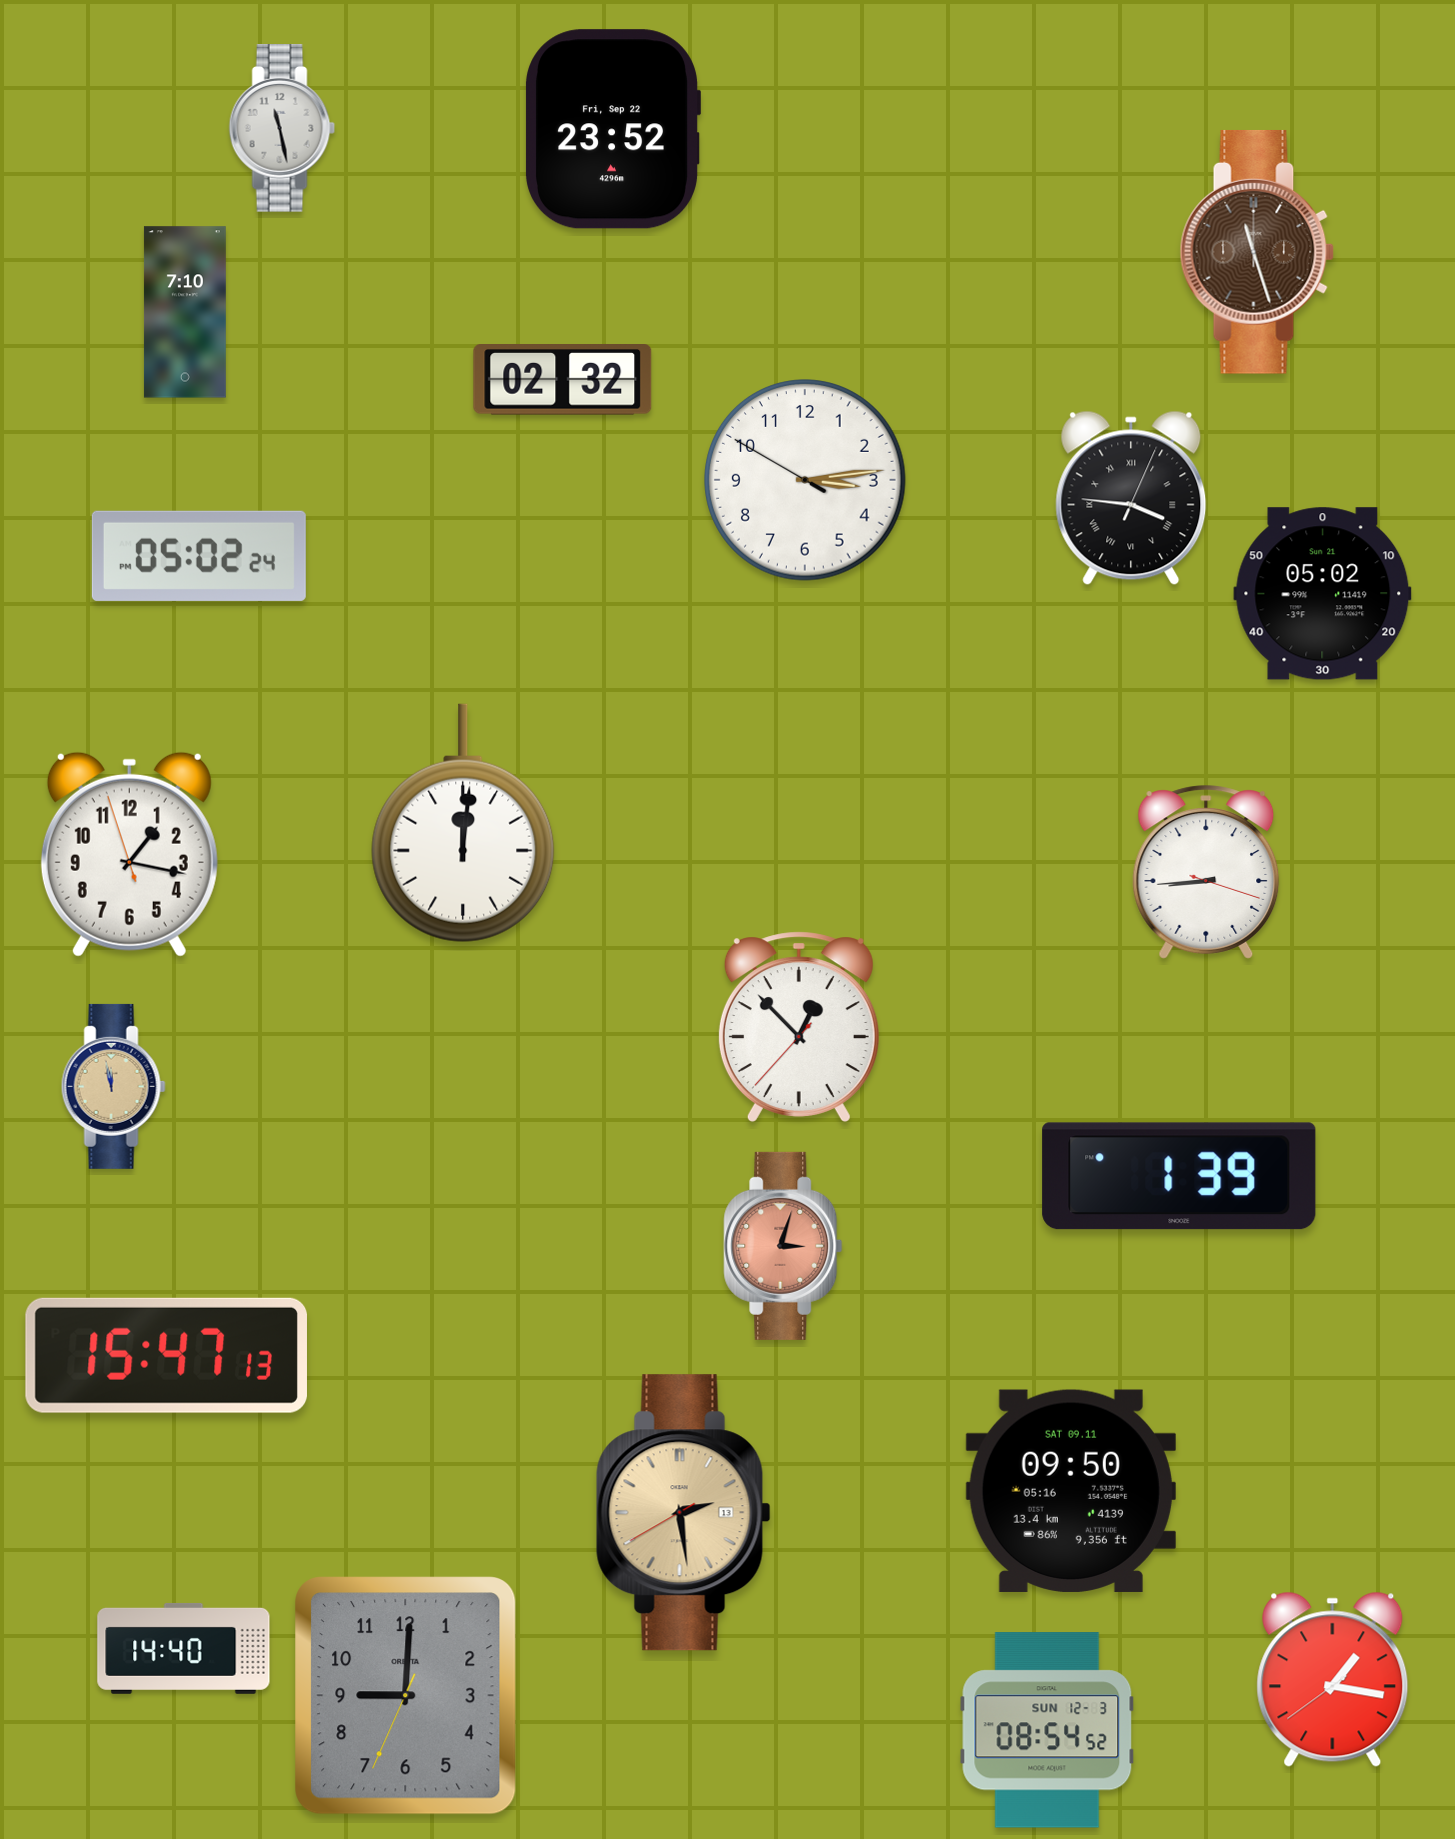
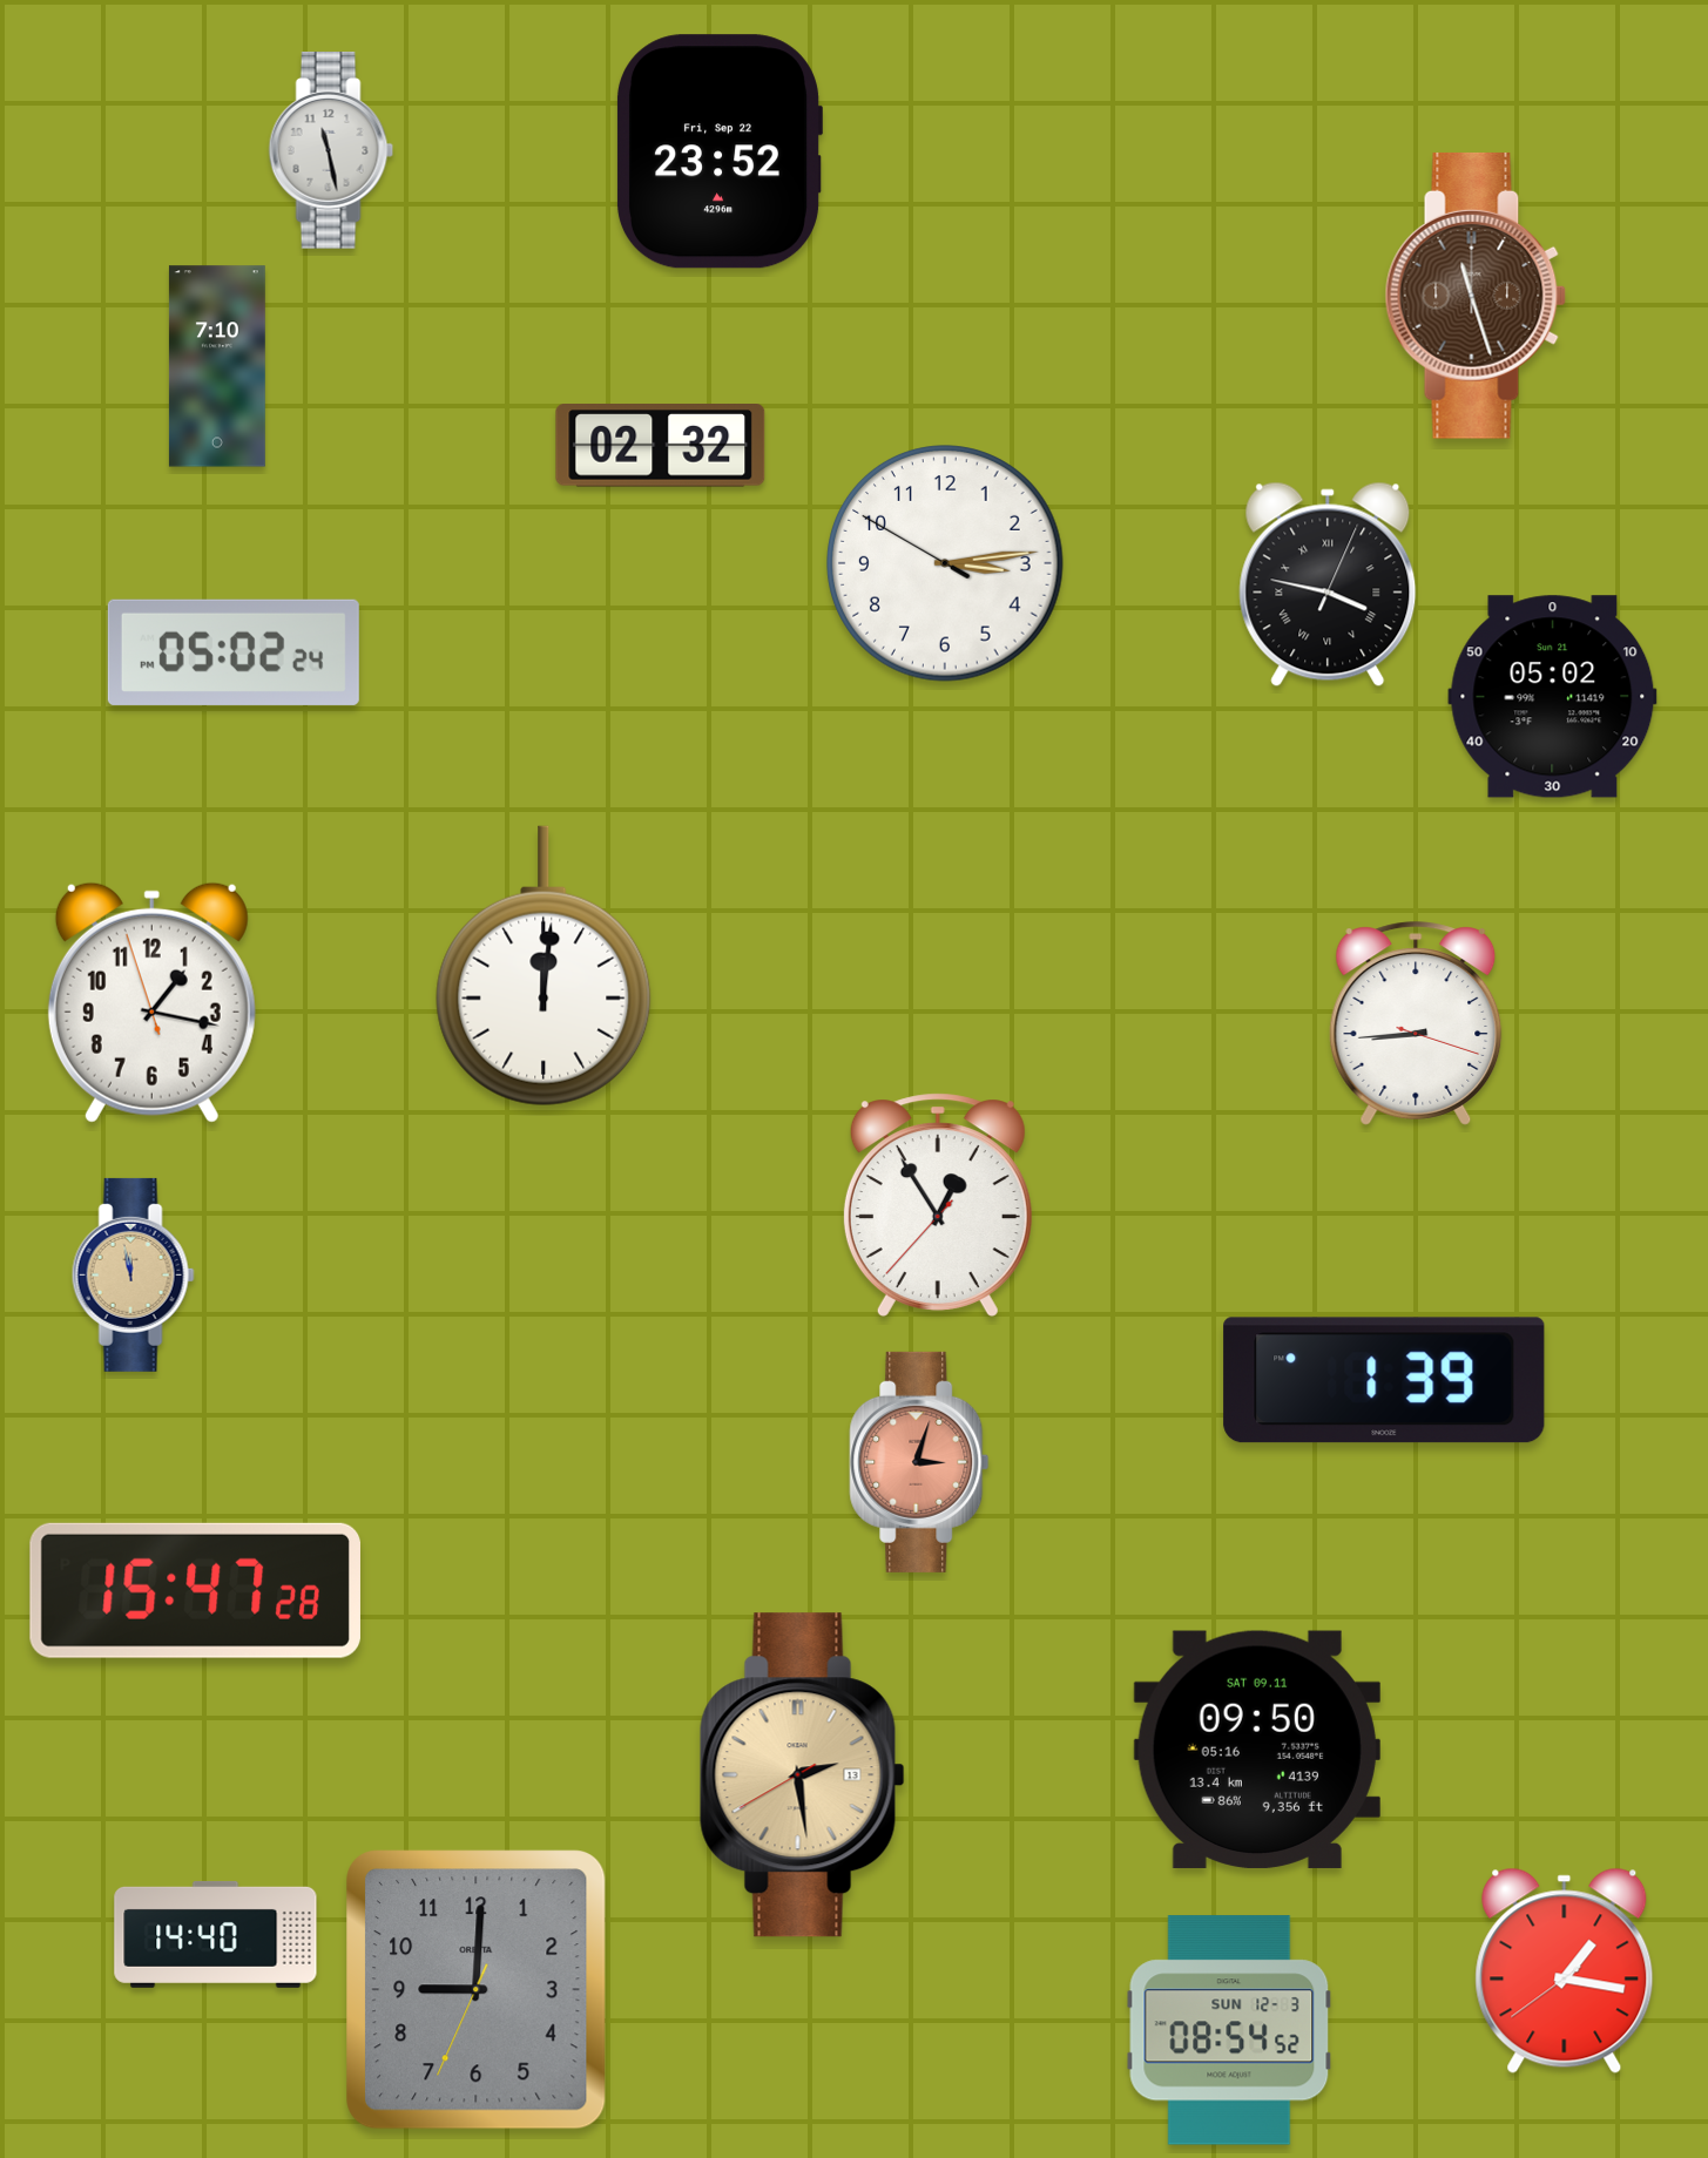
clock at (1131, 498): 3:46 -> 3:47
clock at (799, 1027): 12:52 -> 12:54
clock at (166, 1355): 15:47:13 -> 15:47:28
